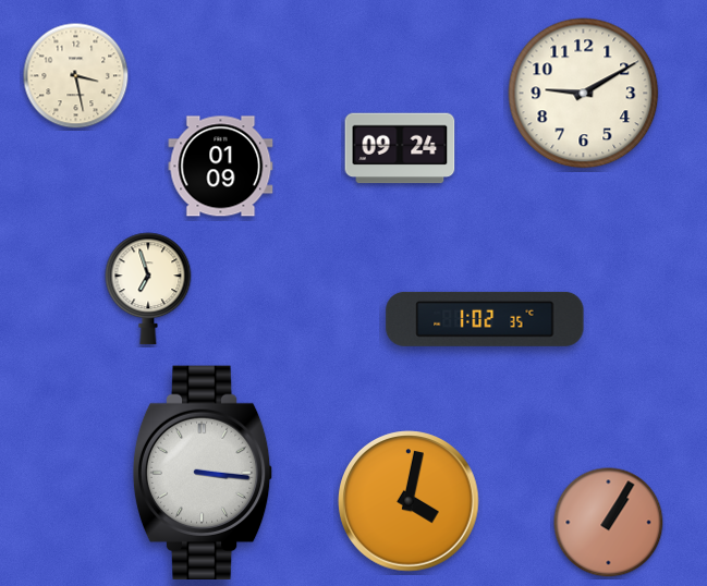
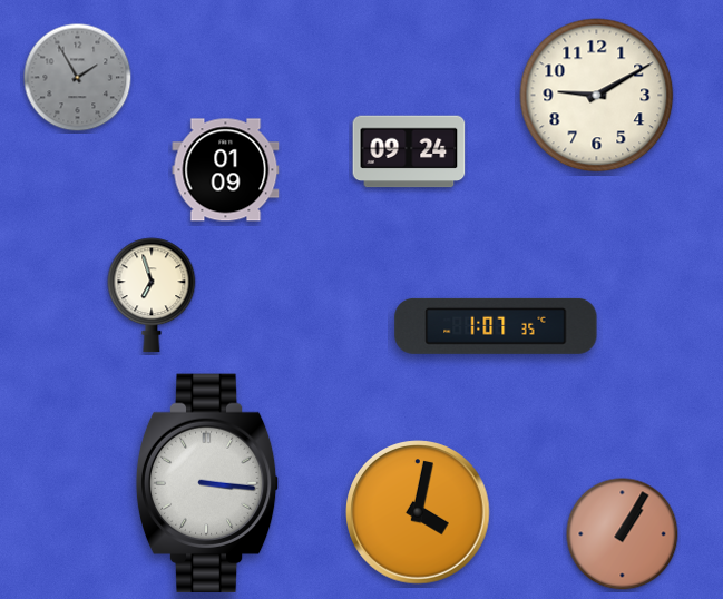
clock at (76, 76): 3:28 -> 1:55
clock at (76, 76) dial: cream -> grey
clock at (485, 319): 1:02 -> 1:07
